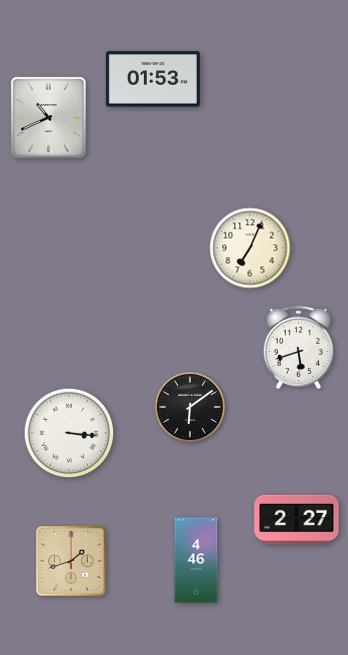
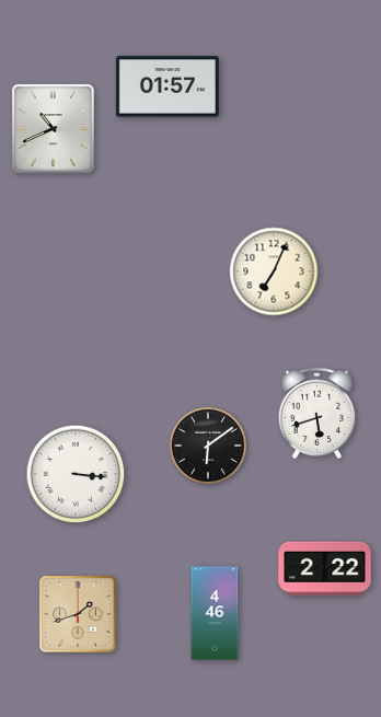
clock at (153, 79): 01:53 -> 01:57
clock at (299, 347) position: (299, 347) -> (317, 413)
clock at (297, 520): 2:27 -> 2:22
